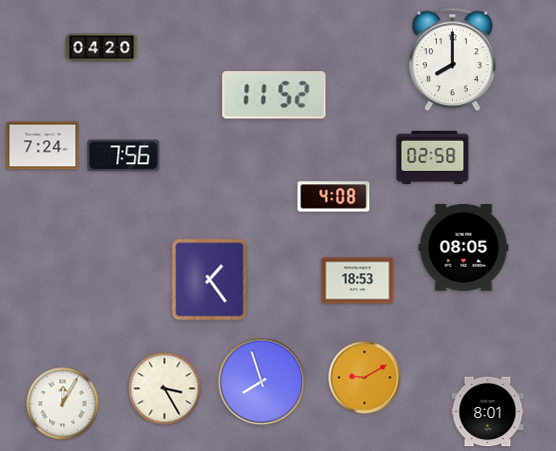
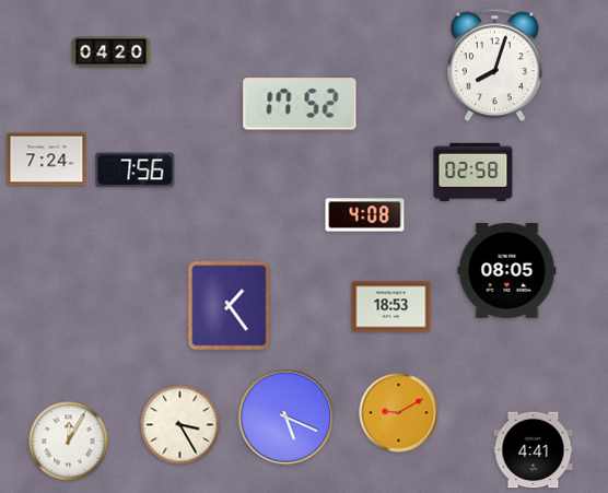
clock at (453, 60): 8:00 -> 8:03
clock at (274, 95): 11:52 -> 17:52
clock at (262, 382): 7:57 -> 5:19
clock at (488, 412): 8:01 -> 4:41
